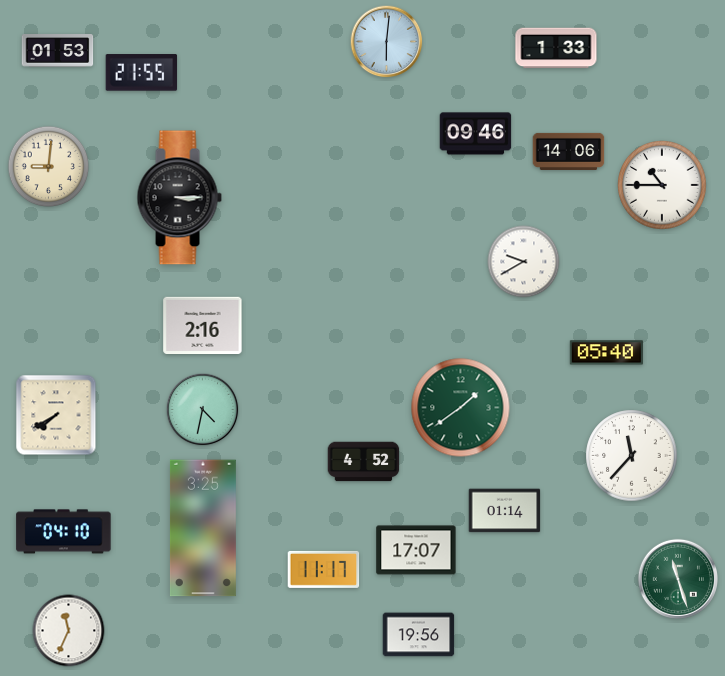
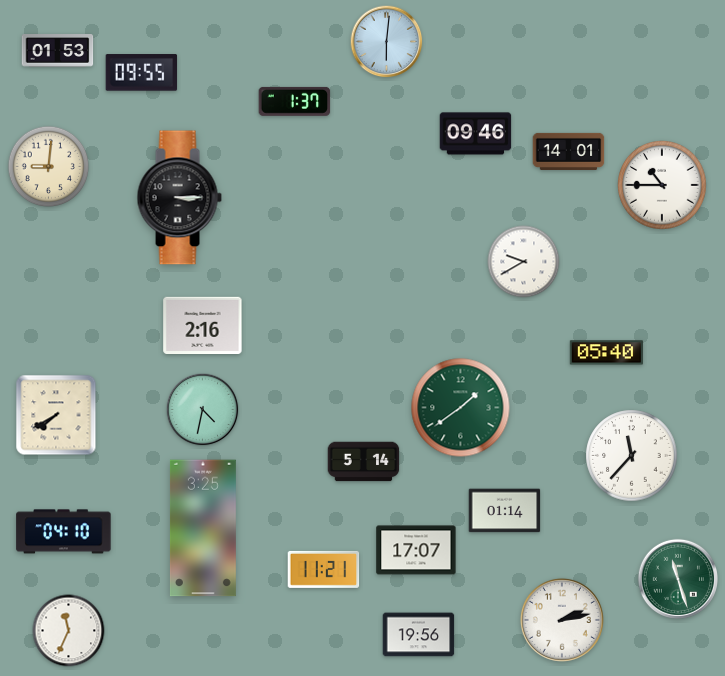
clock at (556, 48): 1:33 -> none
clock at (142, 73): 21:55 -> 09:55
clock at (295, 101): none -> 1:37
clock at (569, 151): 14:06 -> 14:01
clock at (364, 462): 4:52 -> 5:14
clock at (324, 569): 11:17 -> 11:21
clock at (562, 620): none -> 2:13
